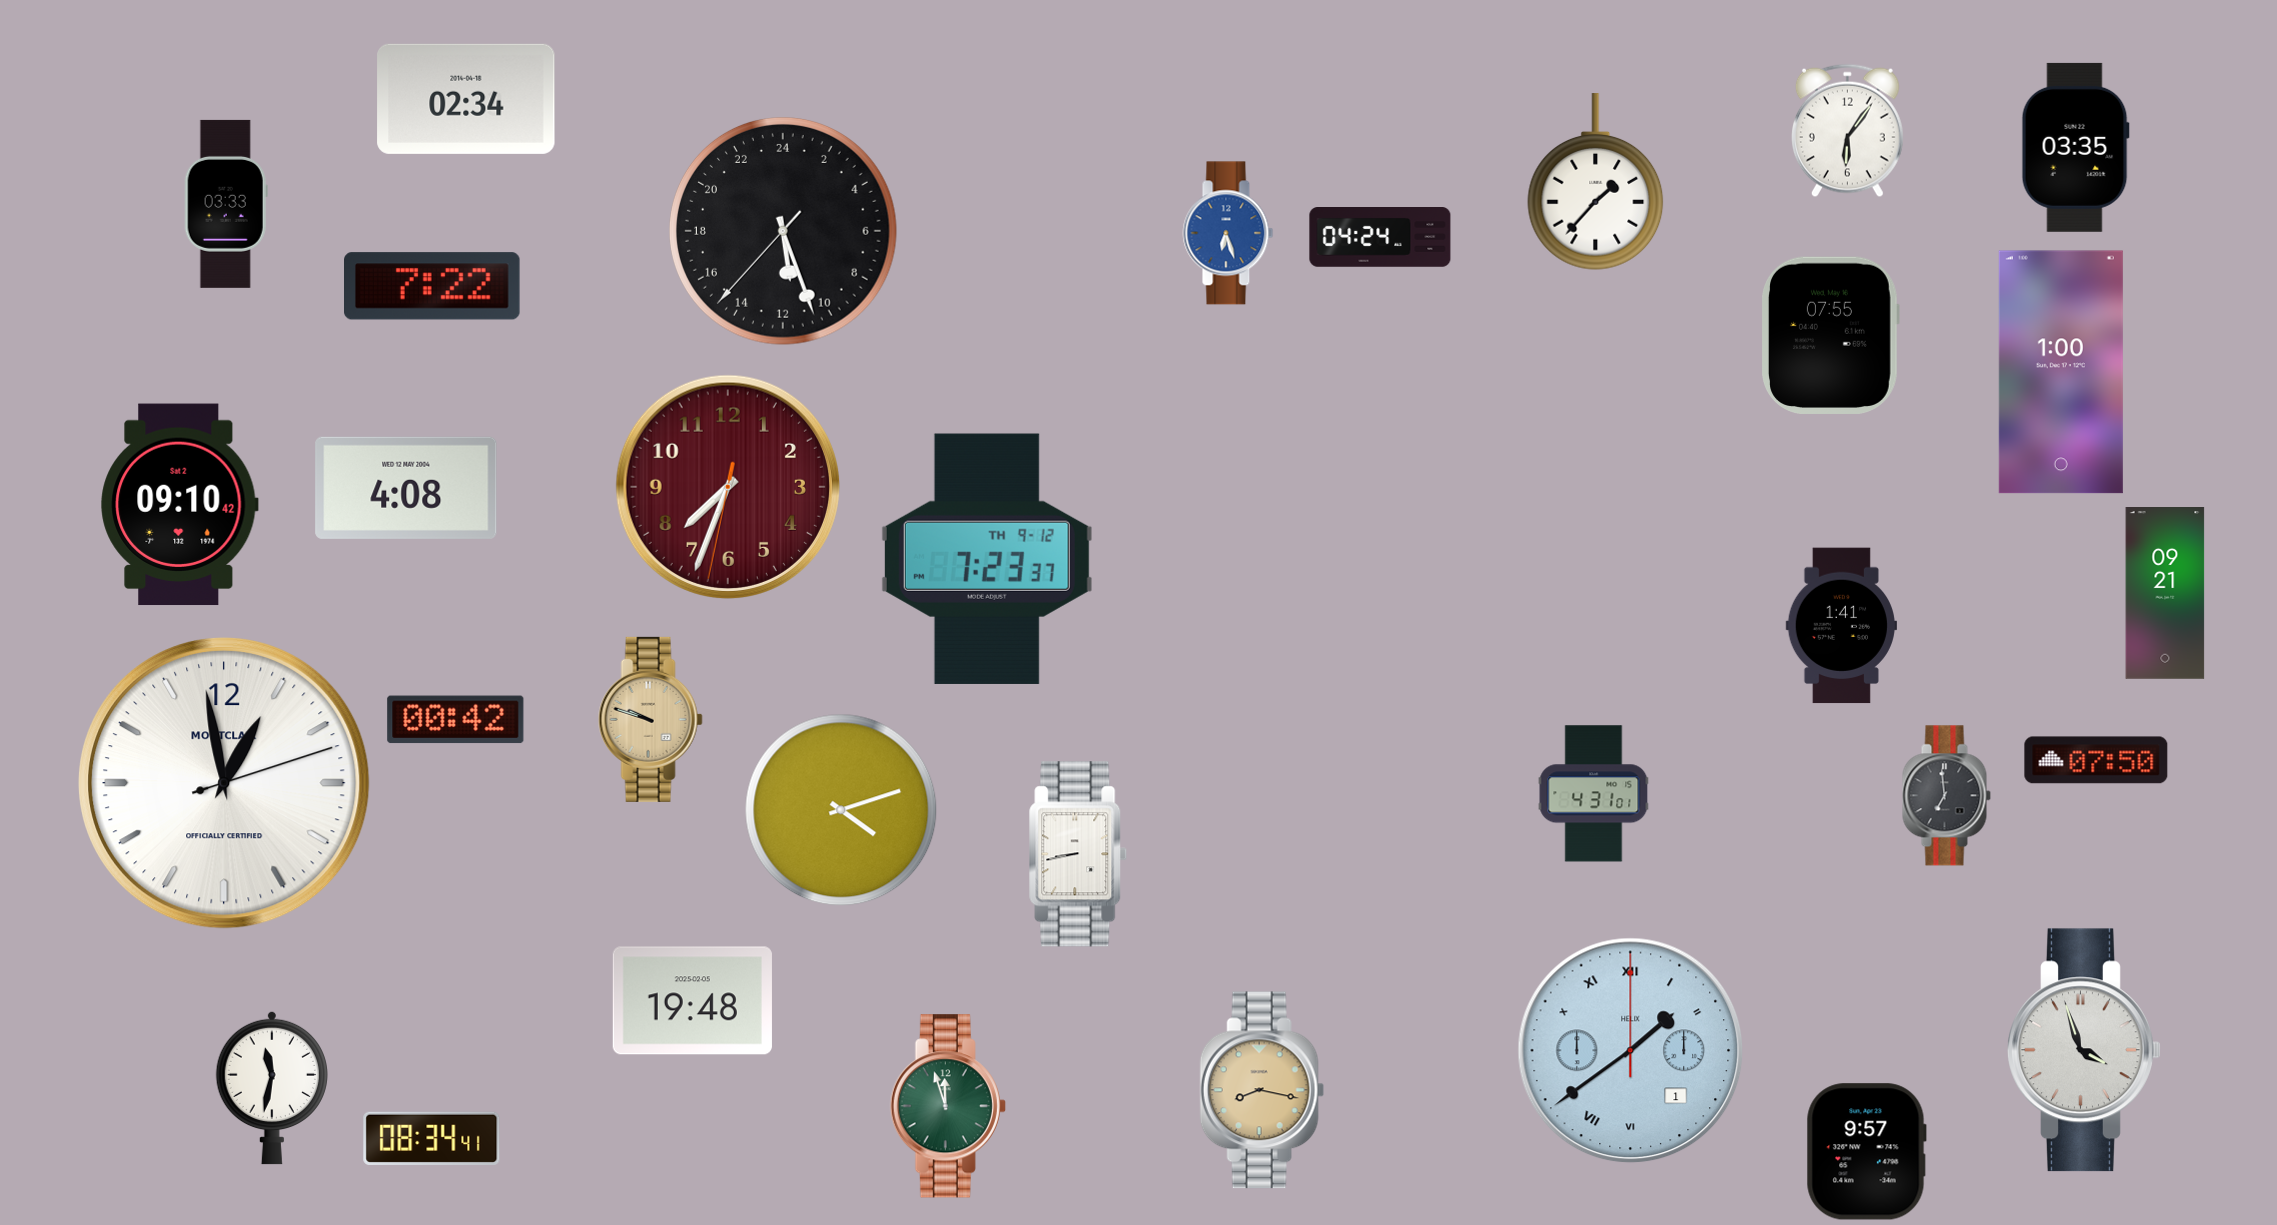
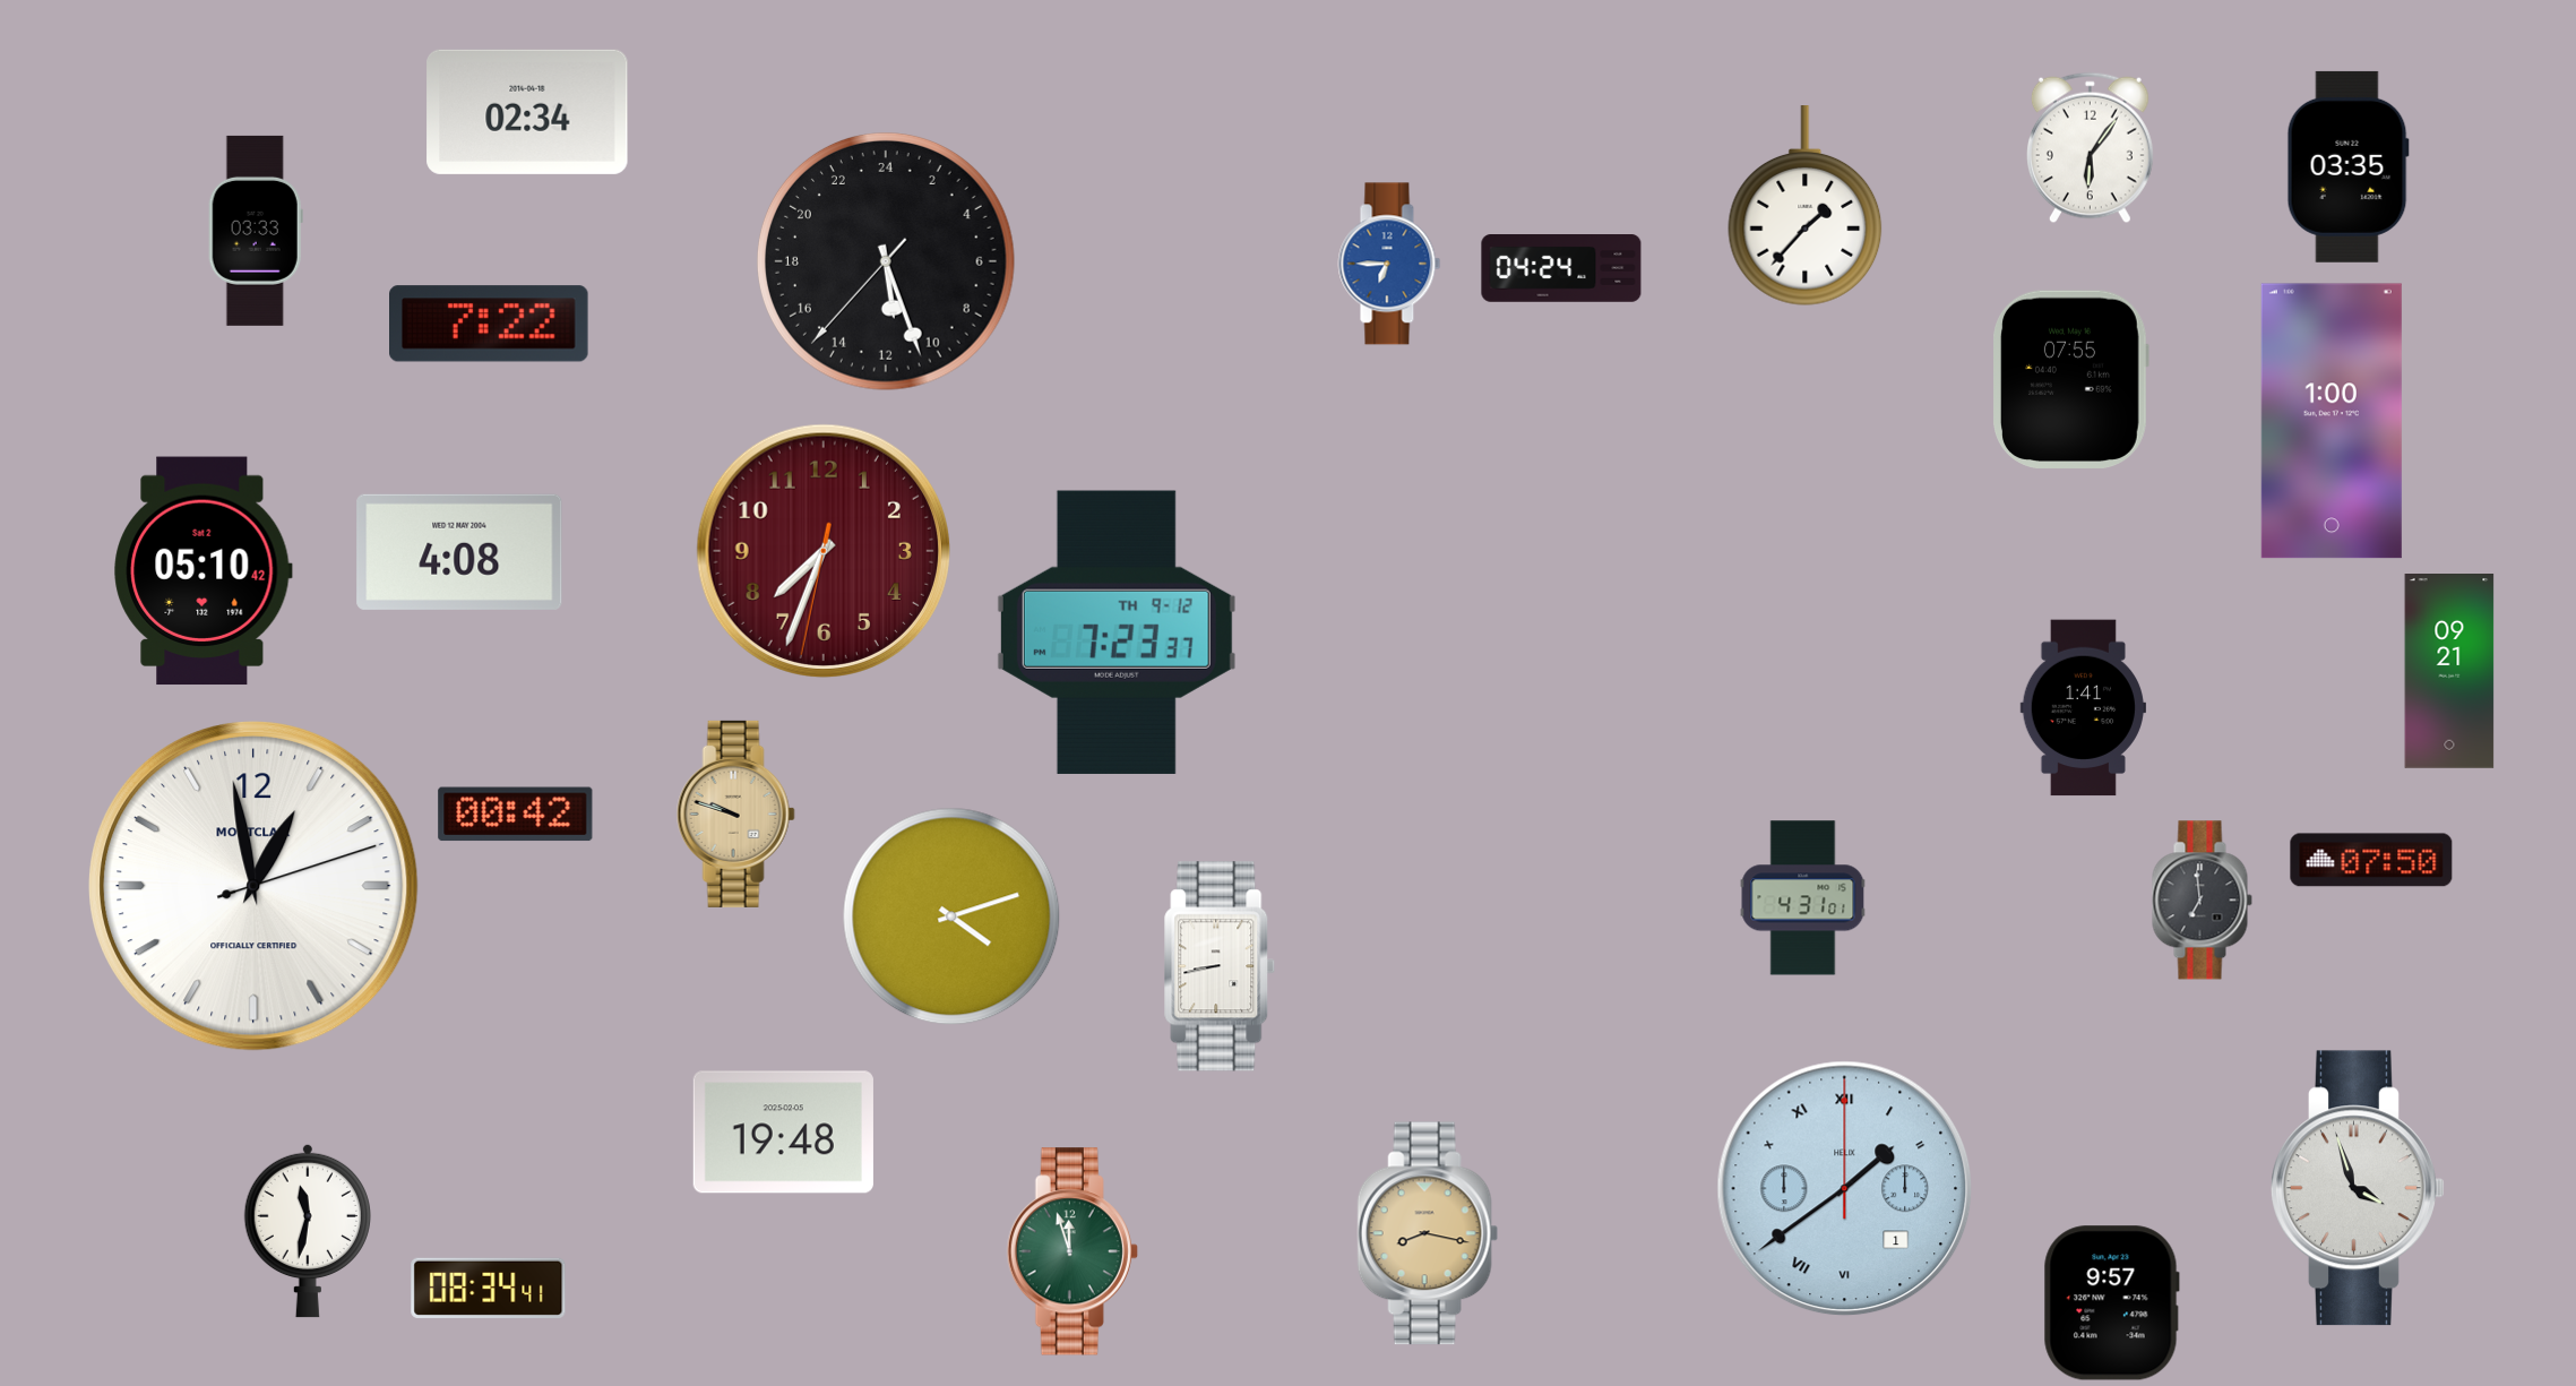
clock at (1228, 233): 6:27 -> 6:45
clock at (180, 505): 09:10 -> 05:10
